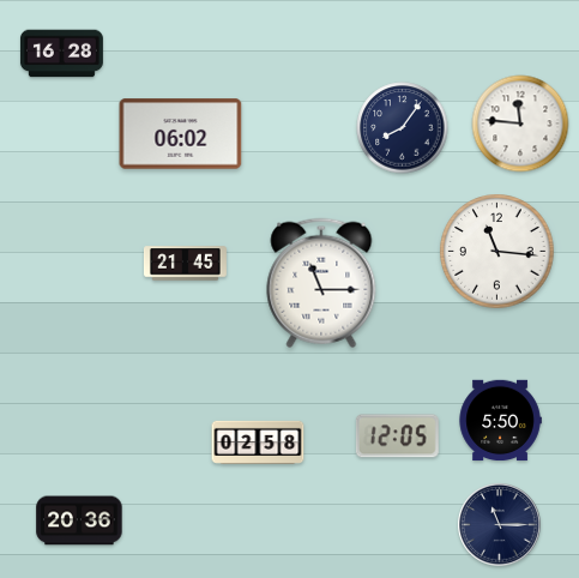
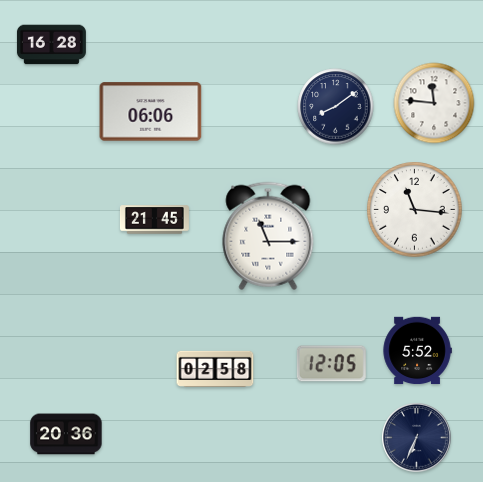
clock at (403, 128): 8:06 -> 8:09
clock at (181, 134): 06:02 -> 06:06
clock at (500, 421): 5:50 -> 5:52
clock at (500, 525): 11:15 -> 6:34
